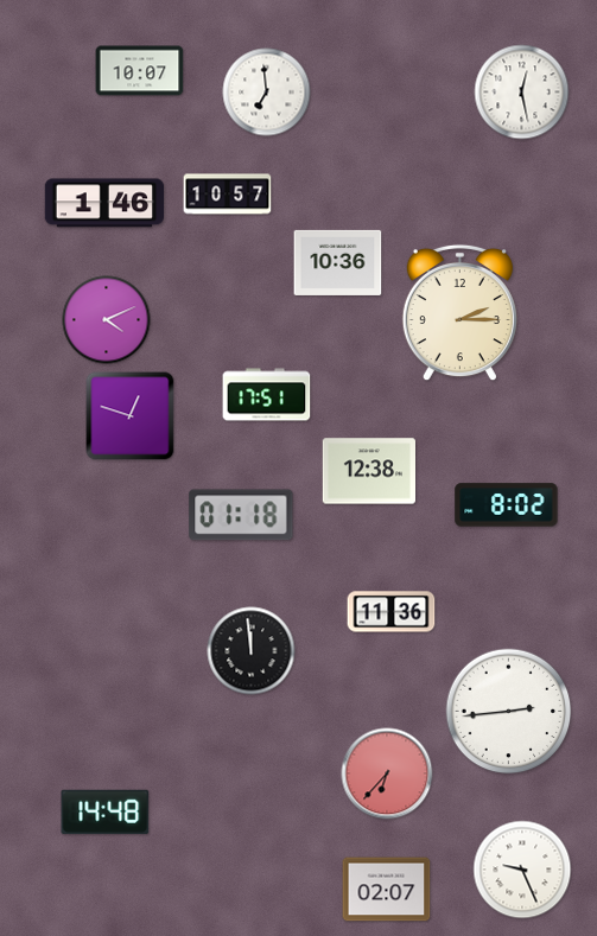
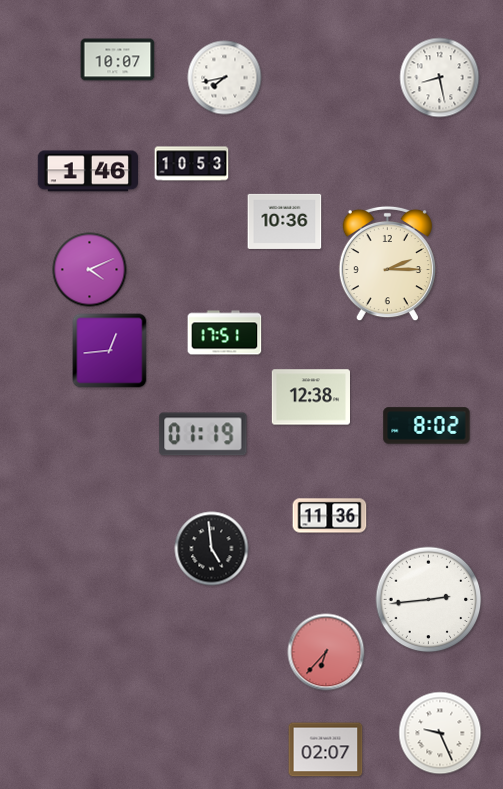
clock at (267, 93): 6:59 -> 7:43
clock at (522, 93): 12:28 -> 8:28
clock at (228, 195): 10:57 -> 10:53
clock at (131, 416): 12:48 -> 12:44
clock at (241, 515): 01:18 -> 01:19
clock at (252, 651): 11:59 -> 4:59
clock at (106, 811): 14:48 -> none
